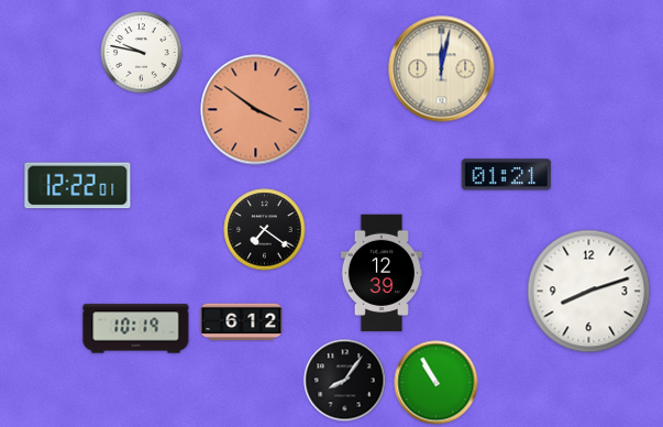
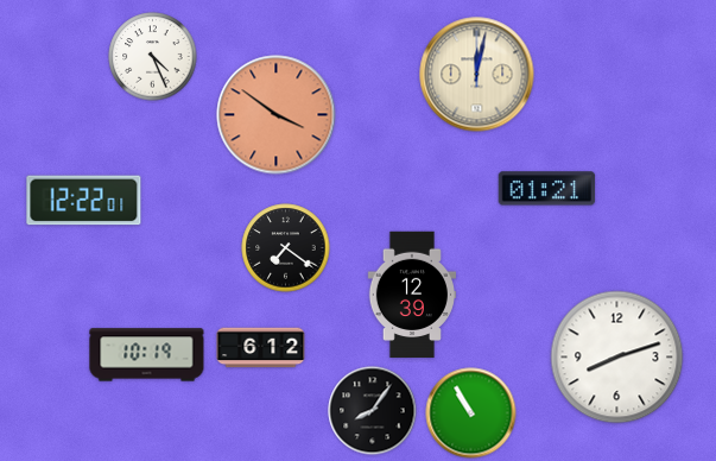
clock at (142, 53): 9:47 -> 4:26
clock at (256, 110) position: (256, 110) -> (277, 115)
clock at (589, 292) position: (589, 292) -> (617, 358)
